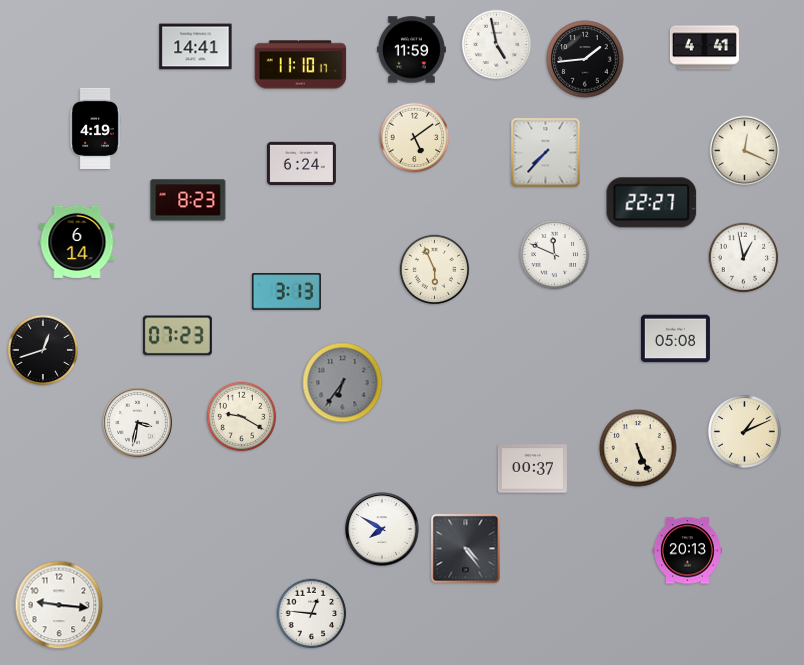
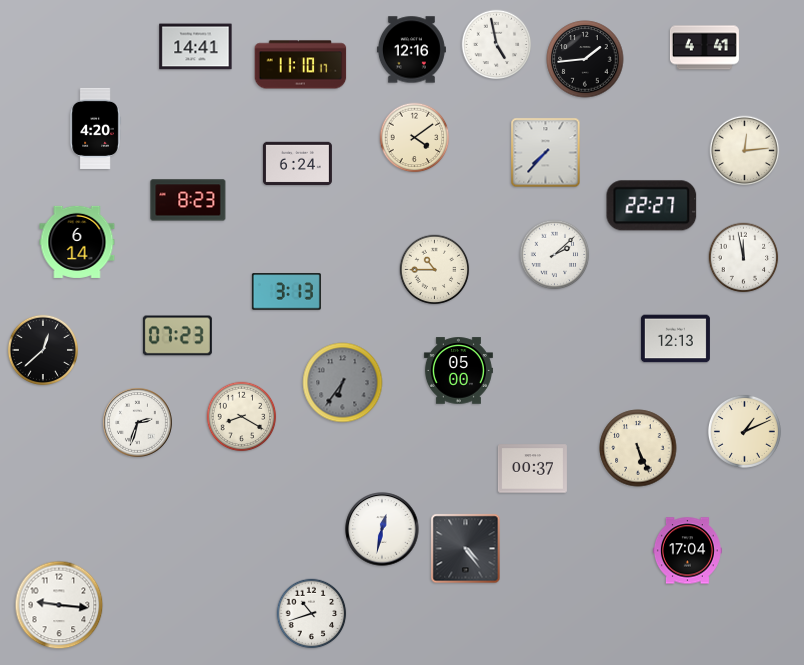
clock at (411, 50): 11:59 -> 12:16
clock at (95, 128): 4:19 -> 4:20
clock at (415, 138): 5:09 -> 4:09
clock at (745, 151): 12:19 -> 12:14
clock at (301, 164) position: (301, 164) -> (297, 164)
clock at (652, 203) position: (652, 203) -> (652, 206)
clock at (555, 255): 11:49 -> 2:08
clock at (744, 258): 12:58 -> 11:58
clock at (435, 270): 5:56 -> 10:45
clock at (675, 339): 05:08 -> 12:13
clock at (43, 350): 12:42 -> 12:38
clock at (458, 371): none -> 05:00
clock at (242, 417): 9:20 -> 8:20
clock at (138, 423): 3:32 -> 2:33
clock at (382, 529): 7:50 -> 12:32
clock at (687, 551): 20:13 -> 17:04
clock at (312, 614): 12:46 -> 10:42
